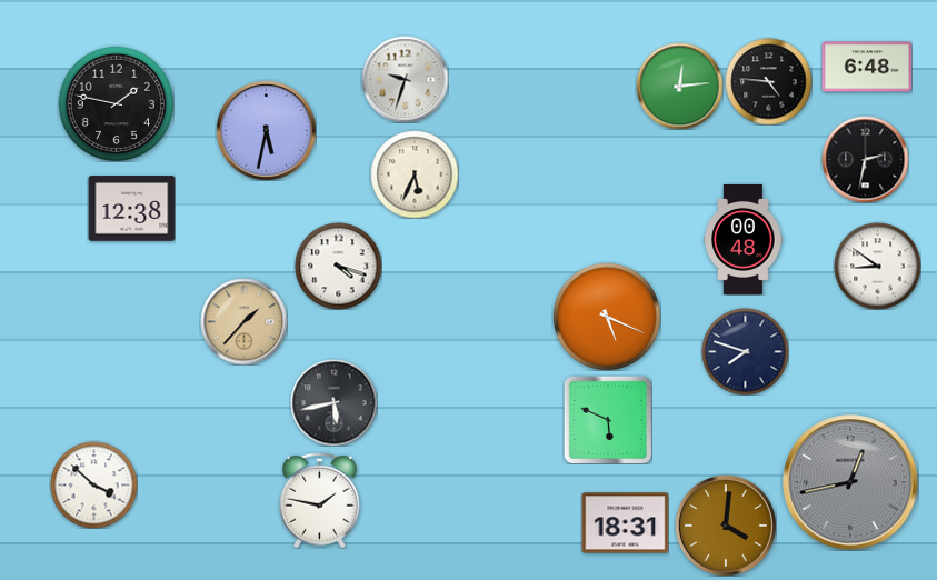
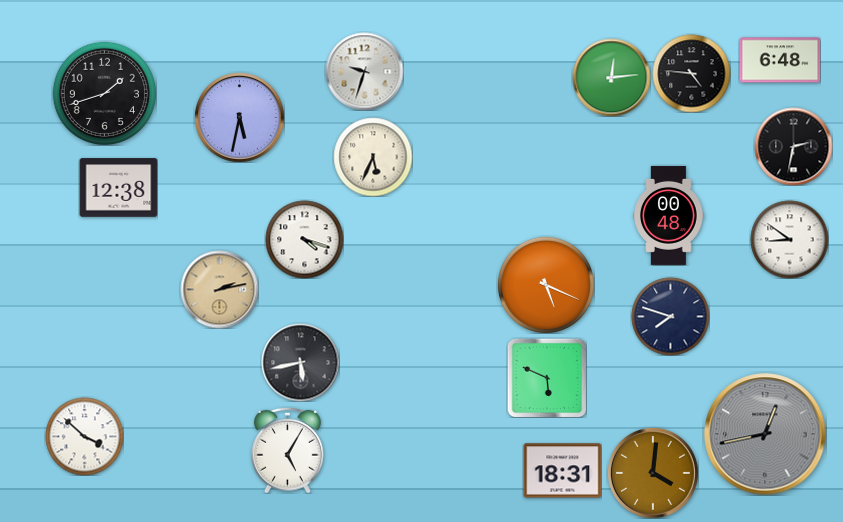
clock at (116, 103): 1:47 -> 1:42
clock at (865, 159) position: (865, 159) -> (793, 146)
clock at (243, 321): 1:37 -> 2:13
clock at (320, 500): 1:47 -> 5:05
